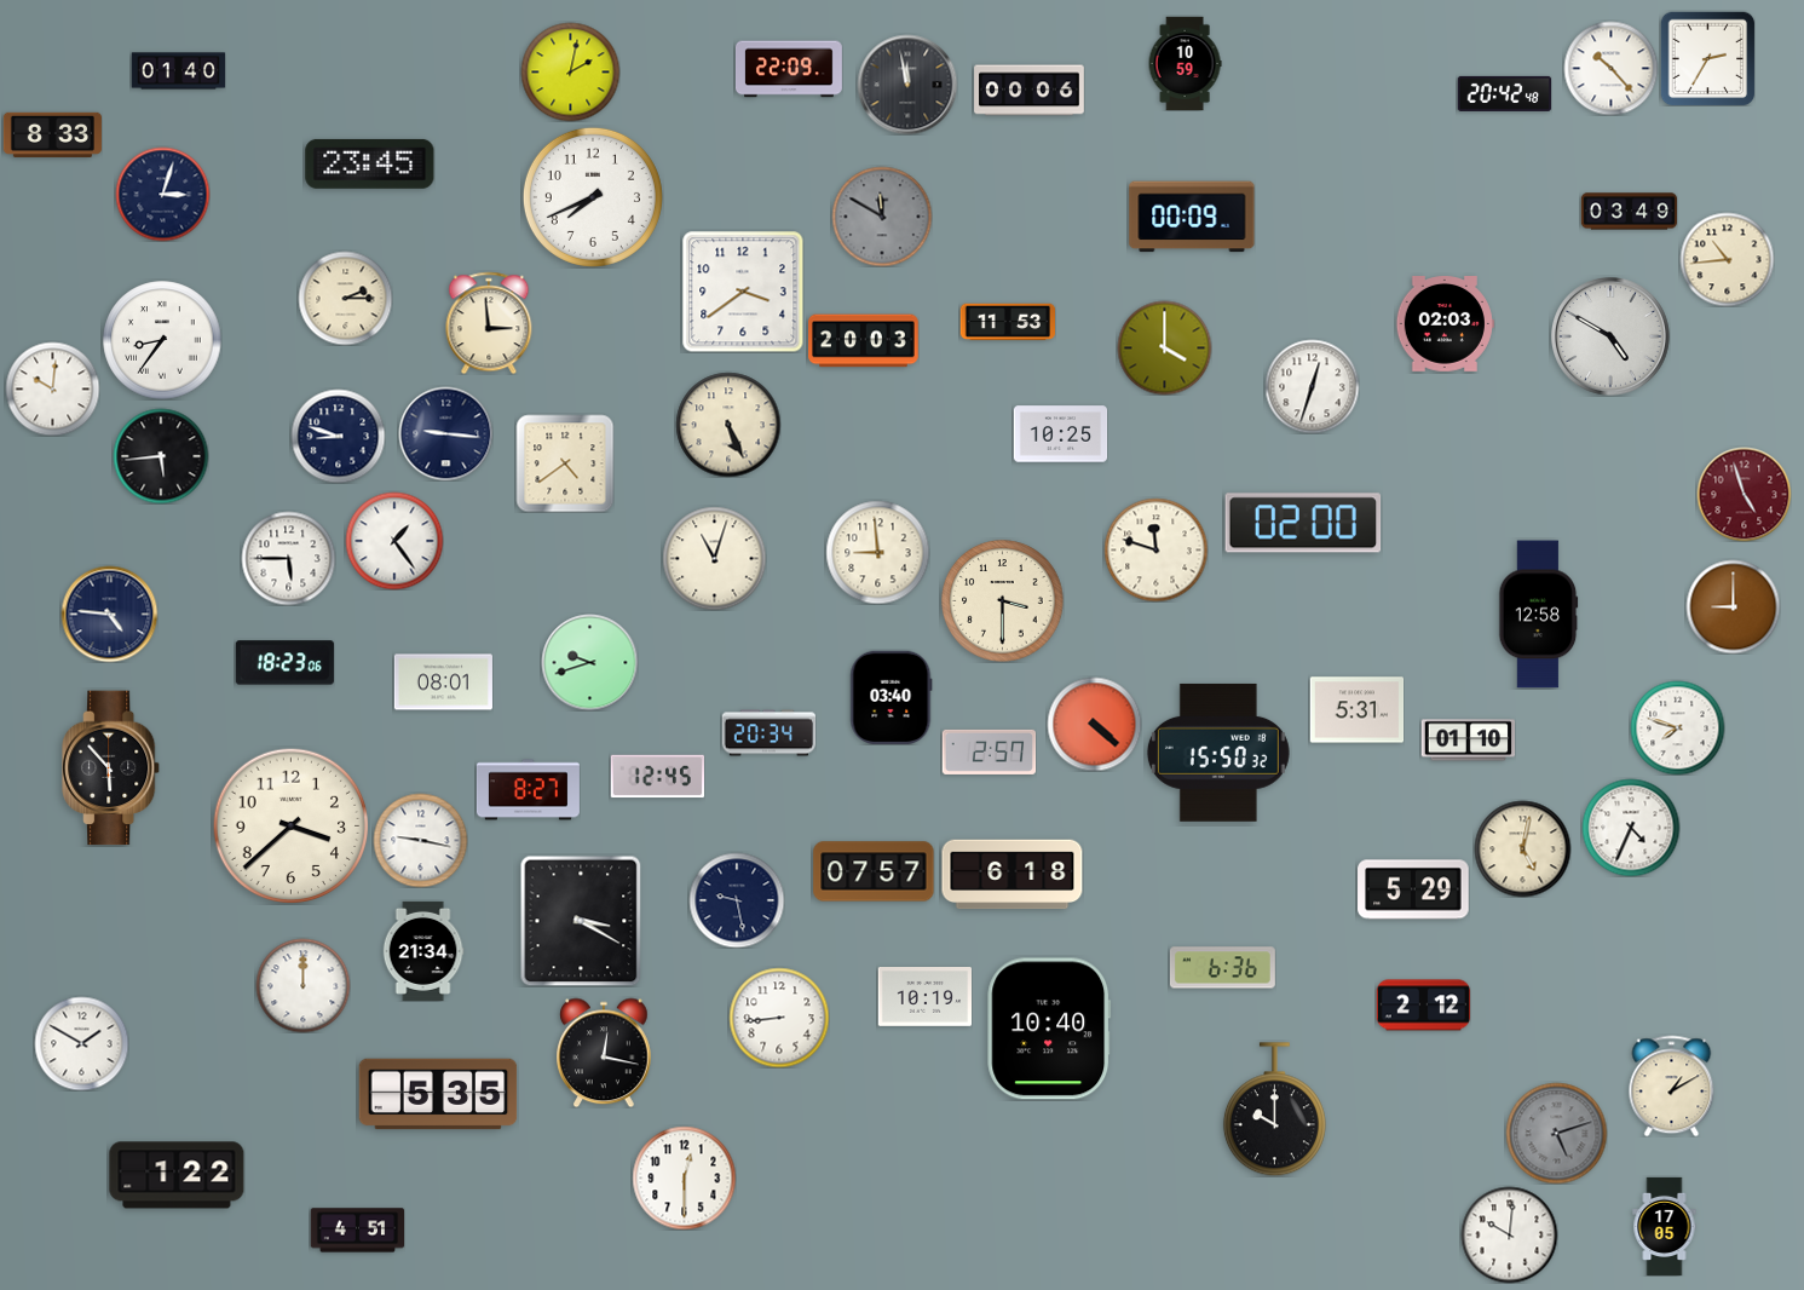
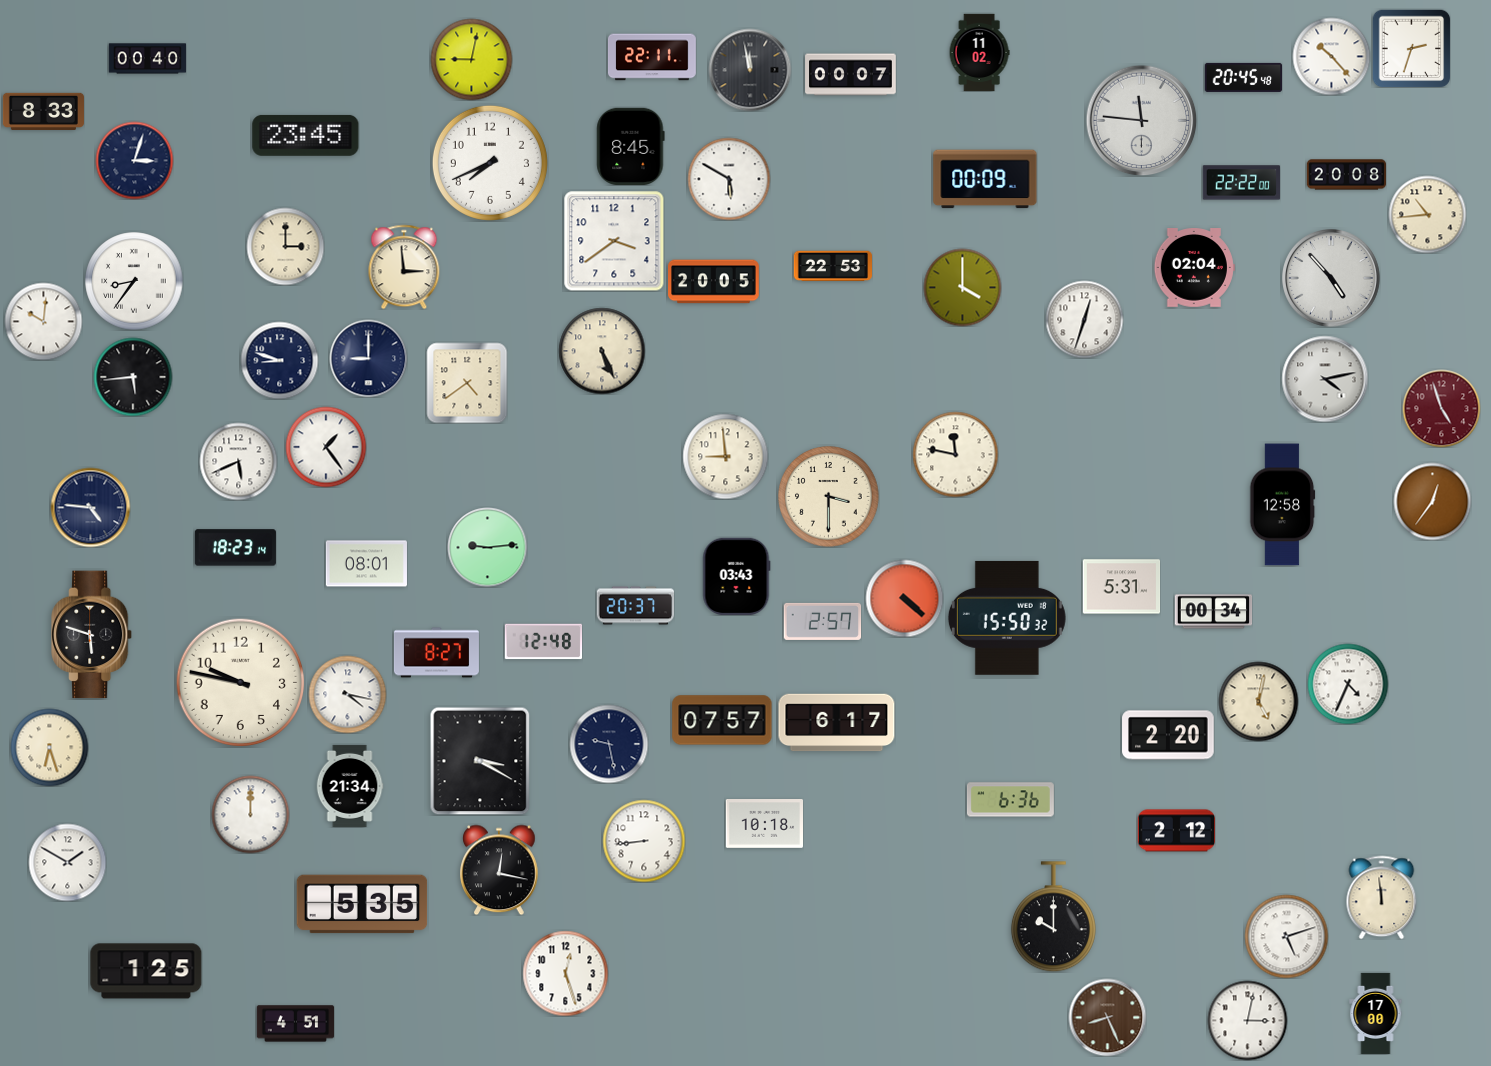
clock at (1707, 58): 2:35 -> 2:33
clock at (1185, 63): 10:59 -> 11:02
clock at (789, 69): 22:09 -> 22:11
clock at (178, 71): 01:40 -> 00:40
clock at (570, 71): 2:02 -> 9:02
clock at (1030, 91): 00:06 -> 00:07
clock at (1504, 93): 20:42 -> 20:45
clock at (1141, 120): none -> 11:46
clock at (631, 146): none -> 8:45
clock at (1629, 212): 03:49 -> 20:08
clock at (882, 217): 11:50 -> 5:50
clock at (882, 217) dial: grey -> white
clock at (1241, 183): none -> 22:22
clock at (345, 298): 2:15 -> 3:00
clock at (1007, 322): 11:53 -> 22:53
clock at (1445, 324): 02:03 -> 02:04
clock at (1612, 338): 4:50 -> 4:53
clock at (864, 341): 20:03 -> 20:05
clock at (445, 433): 9:16 -> 9:00
clock at (1060, 434): 10:25 -> none
clock at (1325, 379): none -> 4:13
clock at (1303, 523): 02:00 -> none
clock at (1155, 549): 11:48 -> 11:47
clock at (288, 558): 5:45 -> 5:41
clock at (714, 558): 11:03 -> none
clock at (1733, 606): 9:00 -> 12:36
clock at (1539, 615) position: (1539, 615) -> (1283, 505)
clock at (589, 662): 9:42 -> 9:14
clock at (284, 663): 18:23:06 -> 18:23:14
clock at (891, 697): 03:40 -> 03:43
clock at (1677, 727): 7:48 -> none
clock at (768, 733): 20:34 -> 20:37
clock at (1468, 741): 01:10 -> 00:34
clock at (989, 751) position: (989, 751) -> (822, 621)
clock at (1218, 753) position: (1218, 753) -> (1007, 618)
clock at (113, 768): 5:53 -> 5:48
clock at (657, 777): 12:45 -> 12:48
clock at (290, 825): 3:38 -> 9:47
clock at (420, 840): 9:17 -> 4:17
clock at (1013, 875): 6:18 -> 6:17
clock at (1413, 889): 5:29 -> 2:20
clock at (49, 747): none -> 6:27
clock at (924, 997): 10:19 -> 10:18
clock at (1049, 1029): 10:40 -> none
clock at (1672, 1085): 1:10 -> 11:59
clock at (1556, 1133) dial: grey -> white
clock at (177, 1175): 1:22 -> 1:25
clock at (684, 1177): 12:30 -> 12:27
clock at (1665, 1226): 17:05 -> 17:00
clock at (357, 1231) position: (357, 1231) -> (295, 1024)
clock at (1107, 1017): none -> 8:26
clock at (1509, 1234): 10:01 -> 3:02
